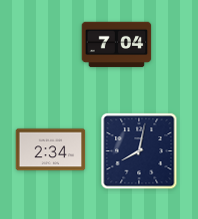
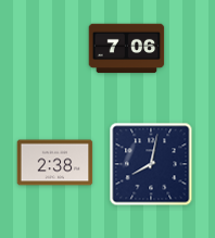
clock at (117, 45): 7:04 -> 7:06
clock at (51, 150): 2:34 -> 2:38
